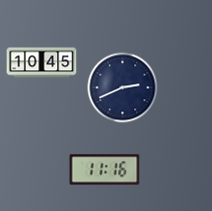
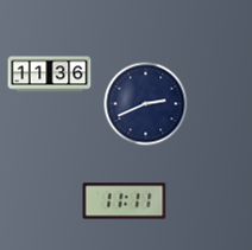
clock at (42, 63): 10:45 -> 11:36
clock at (105, 170): 11:16 -> 11:11
